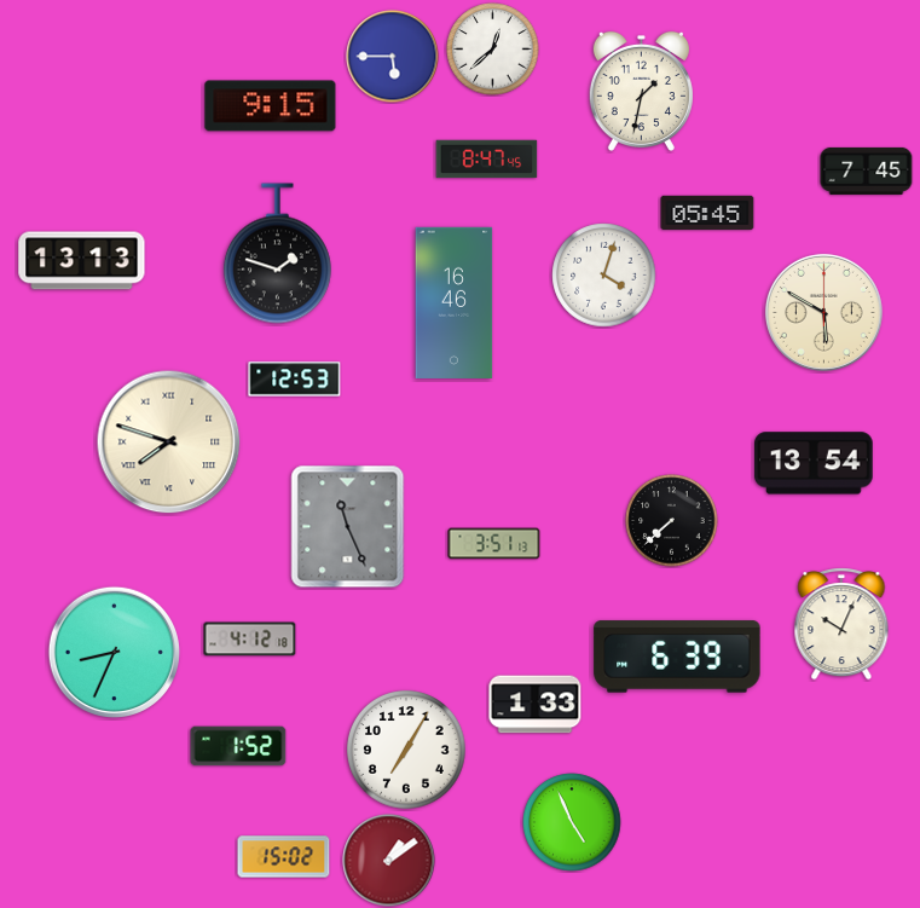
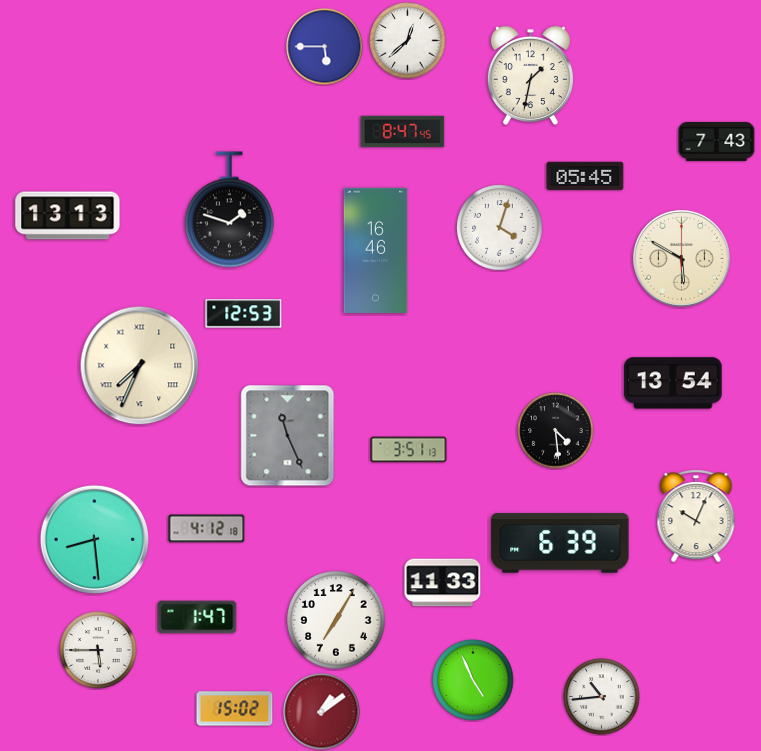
clock at (271, 106): 9:15 -> none
clock at (867, 170): 7:45 -> 7:43
clock at (169, 443): 7:48 -> 7:34
clock at (672, 521): 7:38 -> 4:29
clock at (114, 652): 8:34 -> 8:29
clock at (536, 705): 1:33 -> 11:33
clock at (238, 746): 1:52 -> 1:47
clock at (98, 650): none -> 5:45
clock at (602, 697): none -> 10:44
